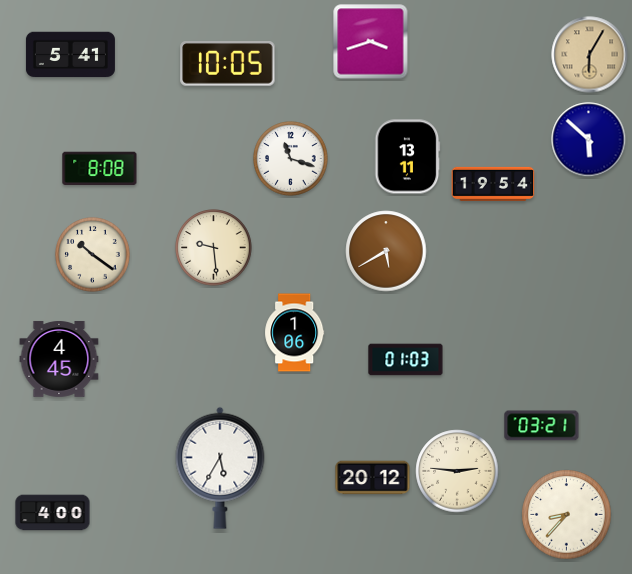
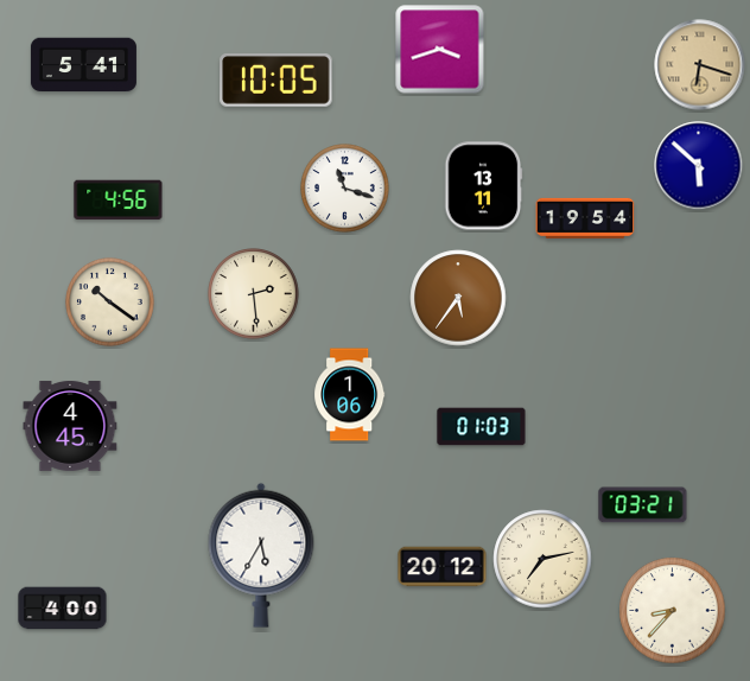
clock at (590, 55): 6:05 -> 6:18
clock at (228, 64) position: (228, 64) -> (277, 81)
clock at (100, 169): 8:08 -> 4:56
clock at (214, 248): 9:29 -> 2:29
clock at (386, 251): 5:40 -> 5:36
clock at (457, 471): 2:46 -> 7:13
